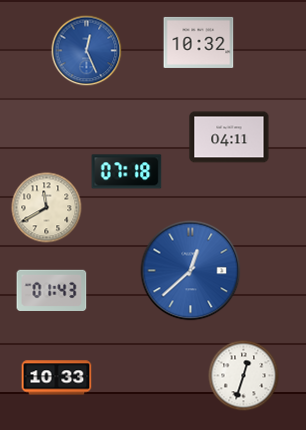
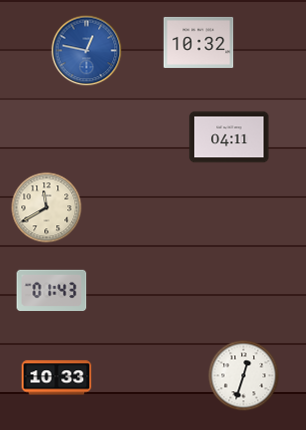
clock at (87, 51): 12:26 -> 12:47
clock at (127, 172): 07:18 -> none
clock at (191, 271): 12:38 -> none
